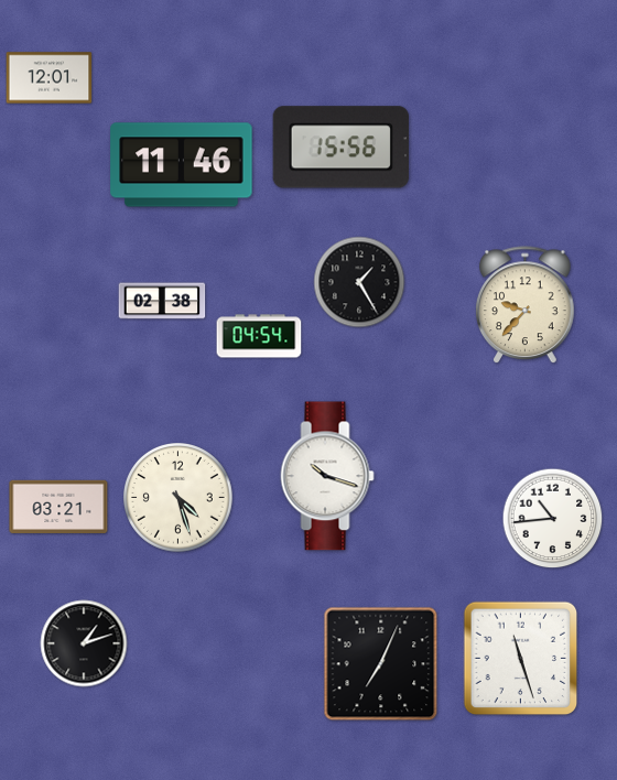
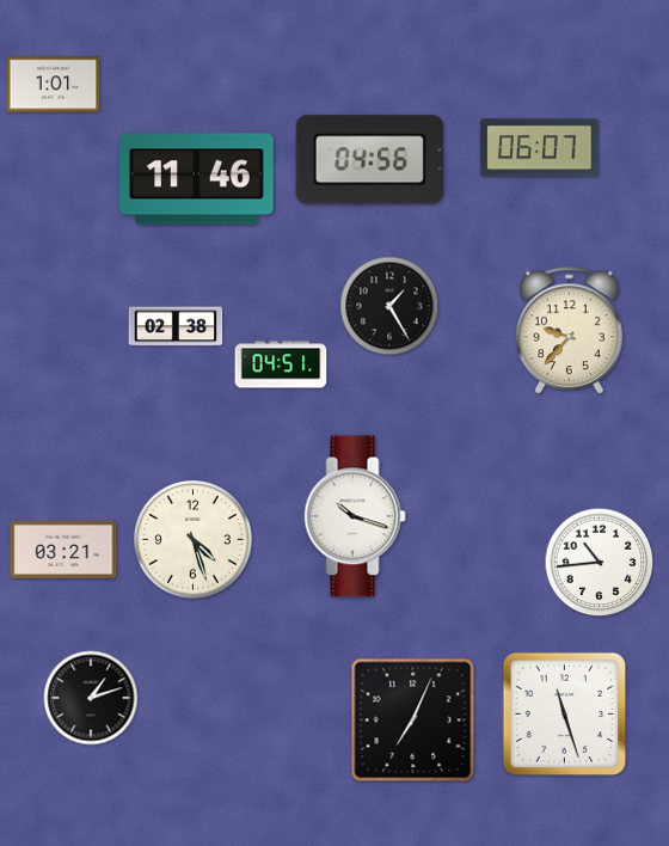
clock at (50, 78): 12:01 -> 1:01
clock at (540, 148): none -> 06:07
clock at (340, 148): 15:56 -> 04:56
clock at (259, 336): 04:54 -> 04:51
